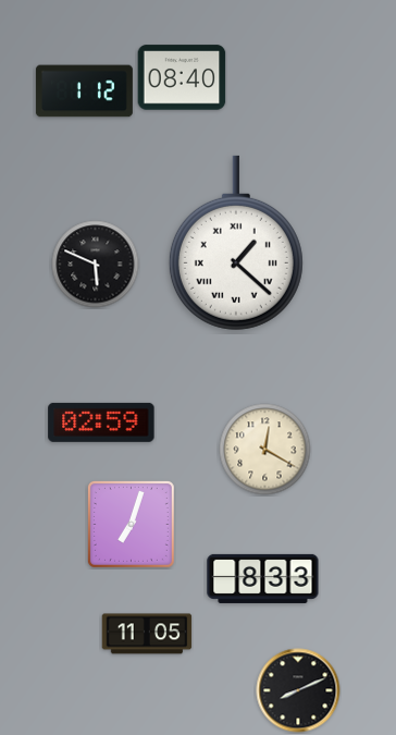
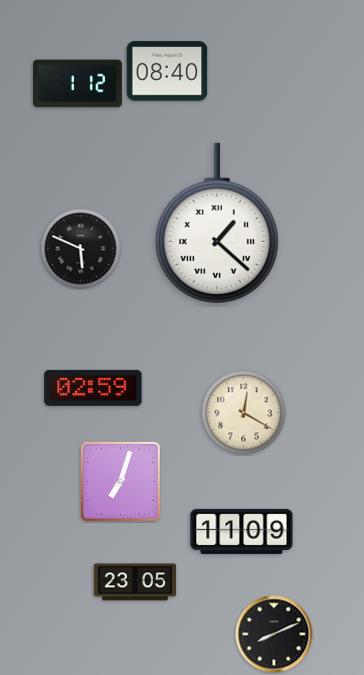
clock at (96, 265) position: (96, 265) -> (81, 249)
clock at (263, 578): 8:33 -> 11:09
clock at (147, 634): 11:05 -> 23:05
